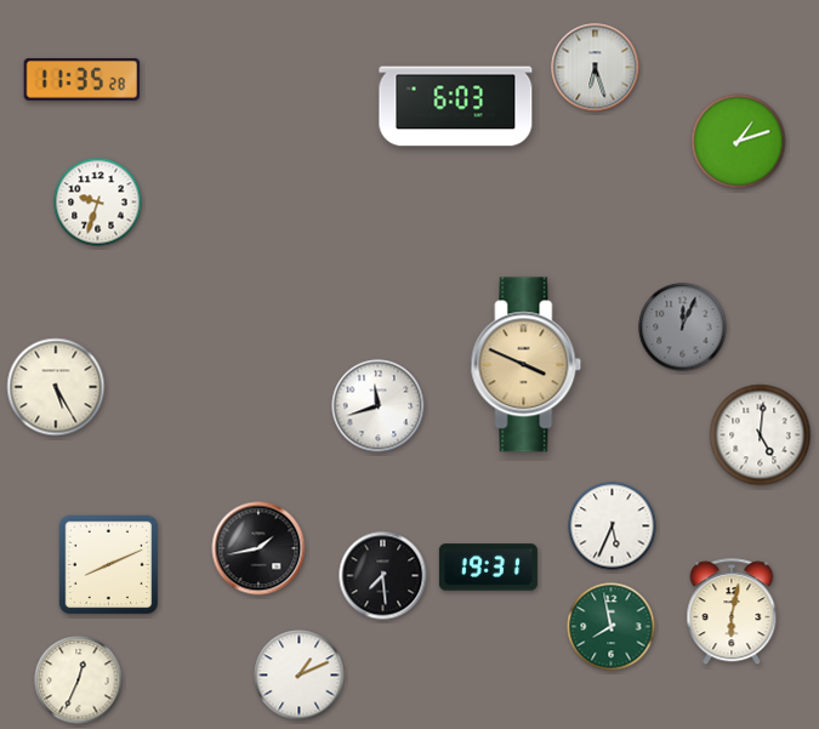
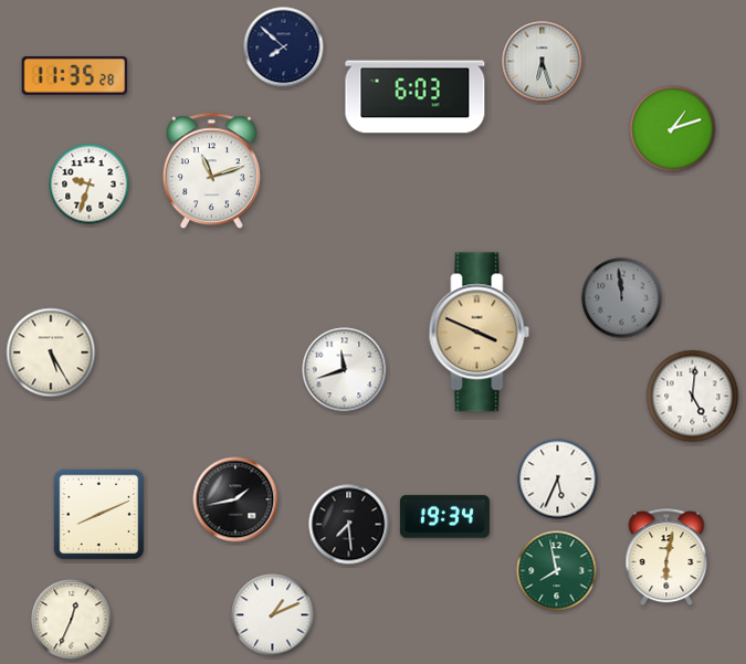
clock at (284, 48): none -> 7:52
clock at (83, 79) position: (83, 79) -> (75, 75)
clock at (211, 171): none -> 11:12
clock at (683, 328): 12:04 -> 11:59
clock at (488, 568): 19:31 -> 19:34
